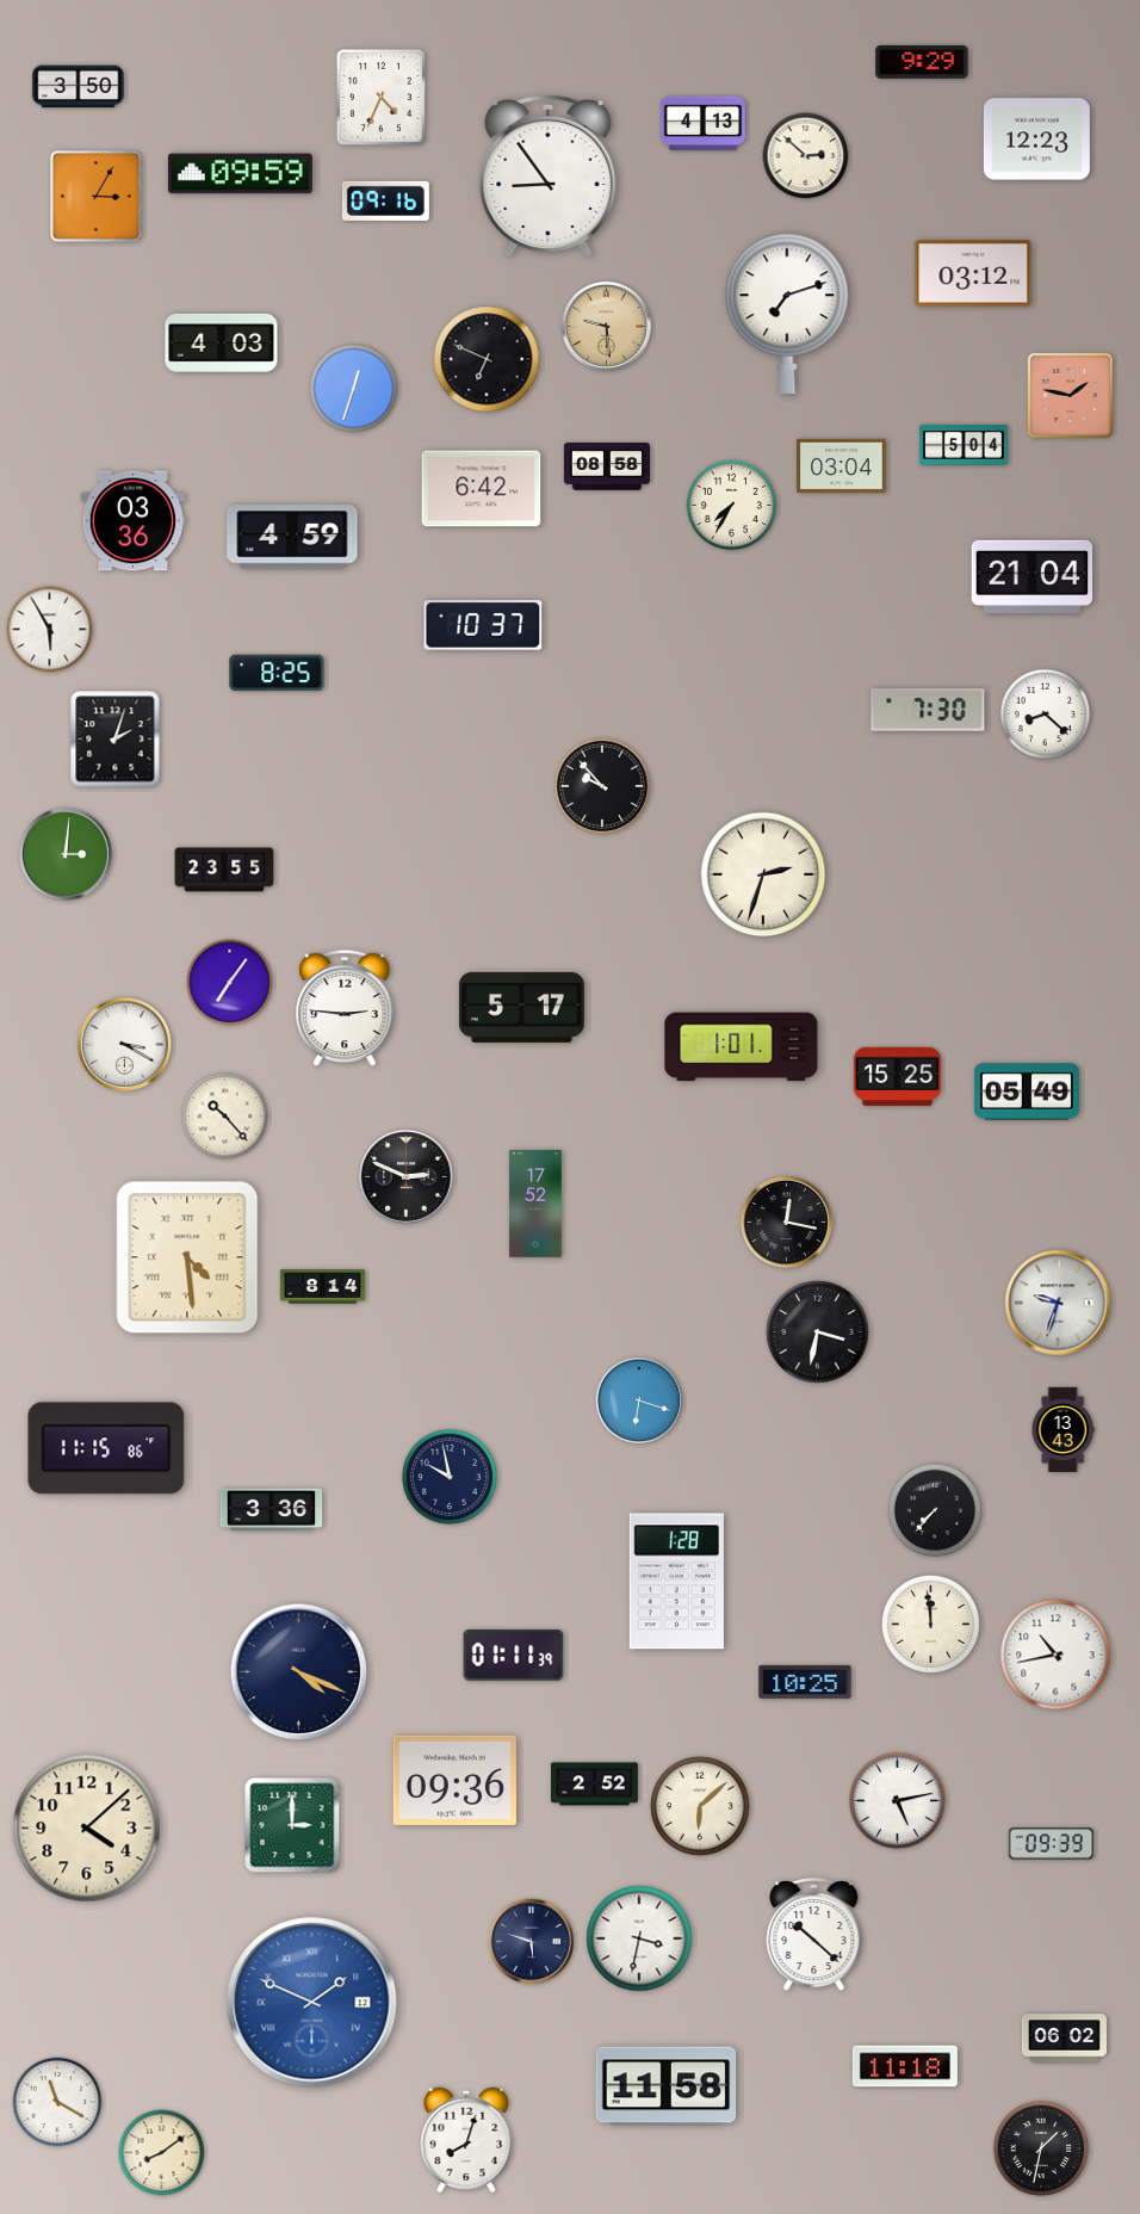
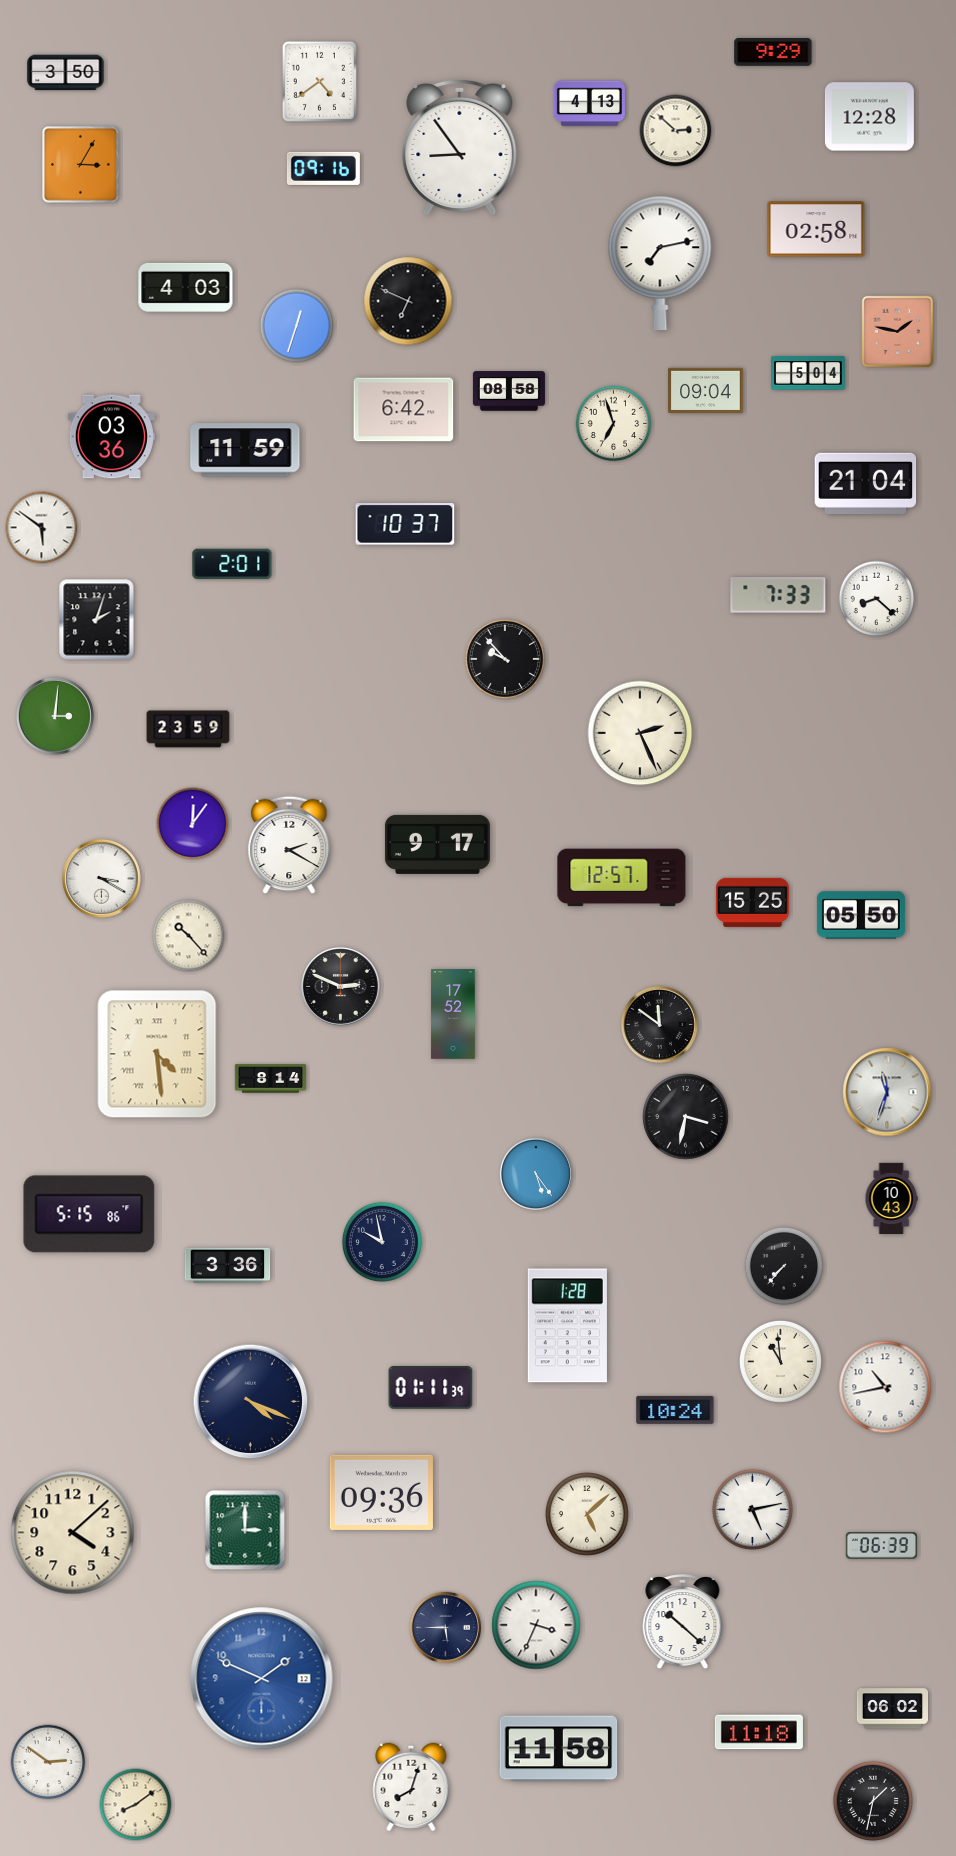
clock at (380, 97): 4:34 -> 4:39
clock at (1036, 140): 12:23 -> 12:28
clock at (240, 174): 09:59 -> none
clock at (973, 273): 03:12 -> 02:58
clock at (787, 314): 7:12 -> 7:13
clock at (606, 326): 9:29 -> none
clock at (842, 465): 03:04 -> 09:04
clock at (732, 506): 7:35 -> 6:57
clock at (292, 537): 4:59 -> 11:59
clock at (50, 630): 5:55 -> 5:51
clock at (277, 673): 8:25 -> 2:01
clock at (928, 710): 7:30 -> 7:33
clock at (224, 870): 23:55 -> 23:59
clock at (763, 874): 2:33 -> 2:26
clock at (230, 983): 7:06 -> 12:06
clock at (521, 1007): 5:17 -> 9:17
clock at (345, 1008): 2:46 -> 2:20
clock at (124, 1044) position: (124, 1044) -> (101, 878)
clock at (742, 1047): 1:01 -> 12:57
clock at (1027, 1091): 05:49 -> 05:50
clock at (535, 1204) position: (535, 1204) -> (453, 1014)
clock at (786, 1222): 12:17 -> 11:51
clock at (1058, 1303): 9:33 -> 11:33
clock at (639, 1400): 6:18 -> 5:24
clock at (1062, 1429): 13:43 -> 10:43
clock at (106, 1448): 11:15 -> 5:15
clock at (450, 1477) position: (450, 1477) -> (382, 1242)
clock at (930, 1624): 11:59 -> 10:59
clock at (805, 1682): 10:25 -> 10:24
clock at (594, 1785): 2:52 -> none
clock at (701, 1807): 6:08 -> 5:08
clock at (1051, 1844): 09:39 -> 06:39
clock at (639, 1938): 3:32 -> 3:34
clock at (531, 1941): 5:48 -> 5:45
clock at (312, 2003) numerals: Roman -> Arabic
clock at (57, 2102): 11:20 -> 2:51
clock at (466, 2139) position: (466, 2139) -> (411, 1786)
